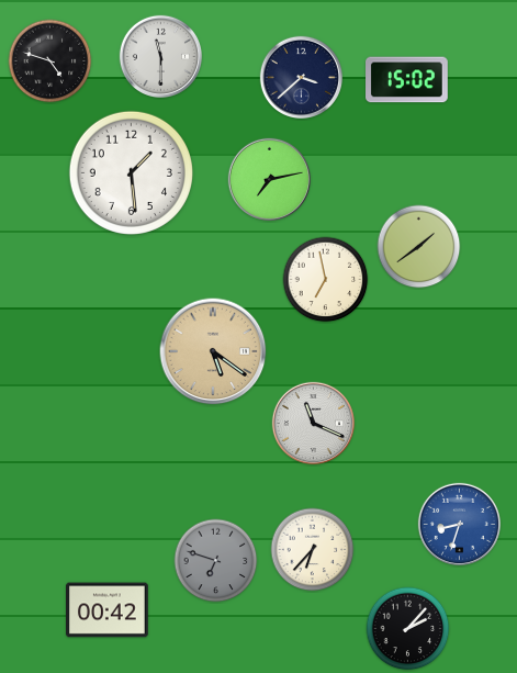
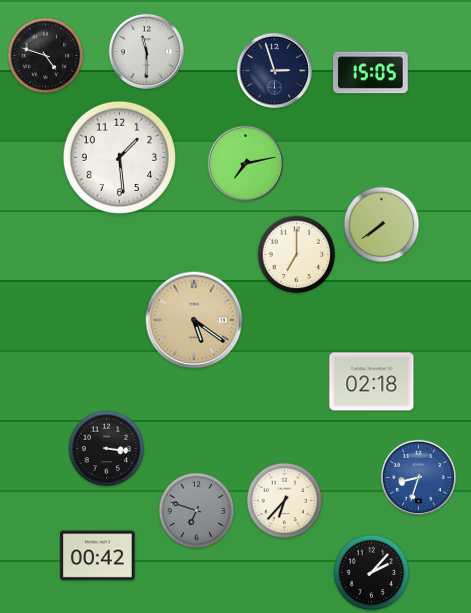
clock at (301, 77): 3:38 -> 2:57
clock at (407, 80): 15:02 -> 15:05
clock at (419, 247): 1:39 -> 7:39
clock at (326, 280): 6:58 -> 7:00
clock at (372, 382): none -> 02:18
clock at (313, 423): 11:19 -> none
clock at (107, 449): none -> 3:16
